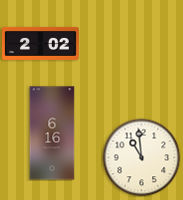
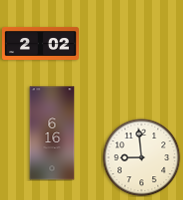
clock at (141, 157): 10:59 -> 8:59
